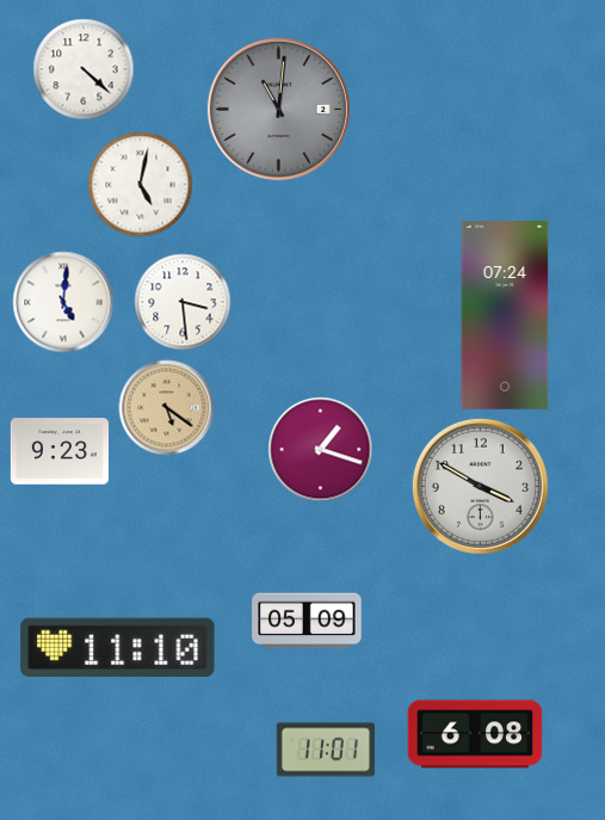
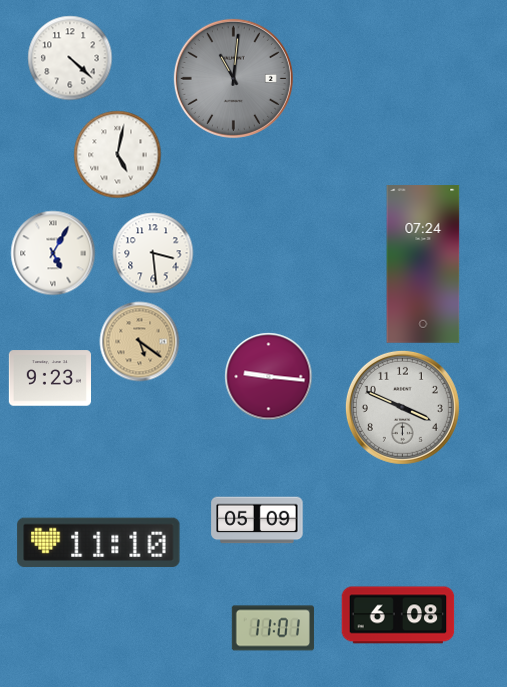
clock at (278, 109) position: (278, 109) -> (233, 78)
clock at (63, 302): 5:01 -> 5:05
clock at (321, 450): 1:18 -> 9:16
clock at (480, 486): 3:50 -> 3:49
